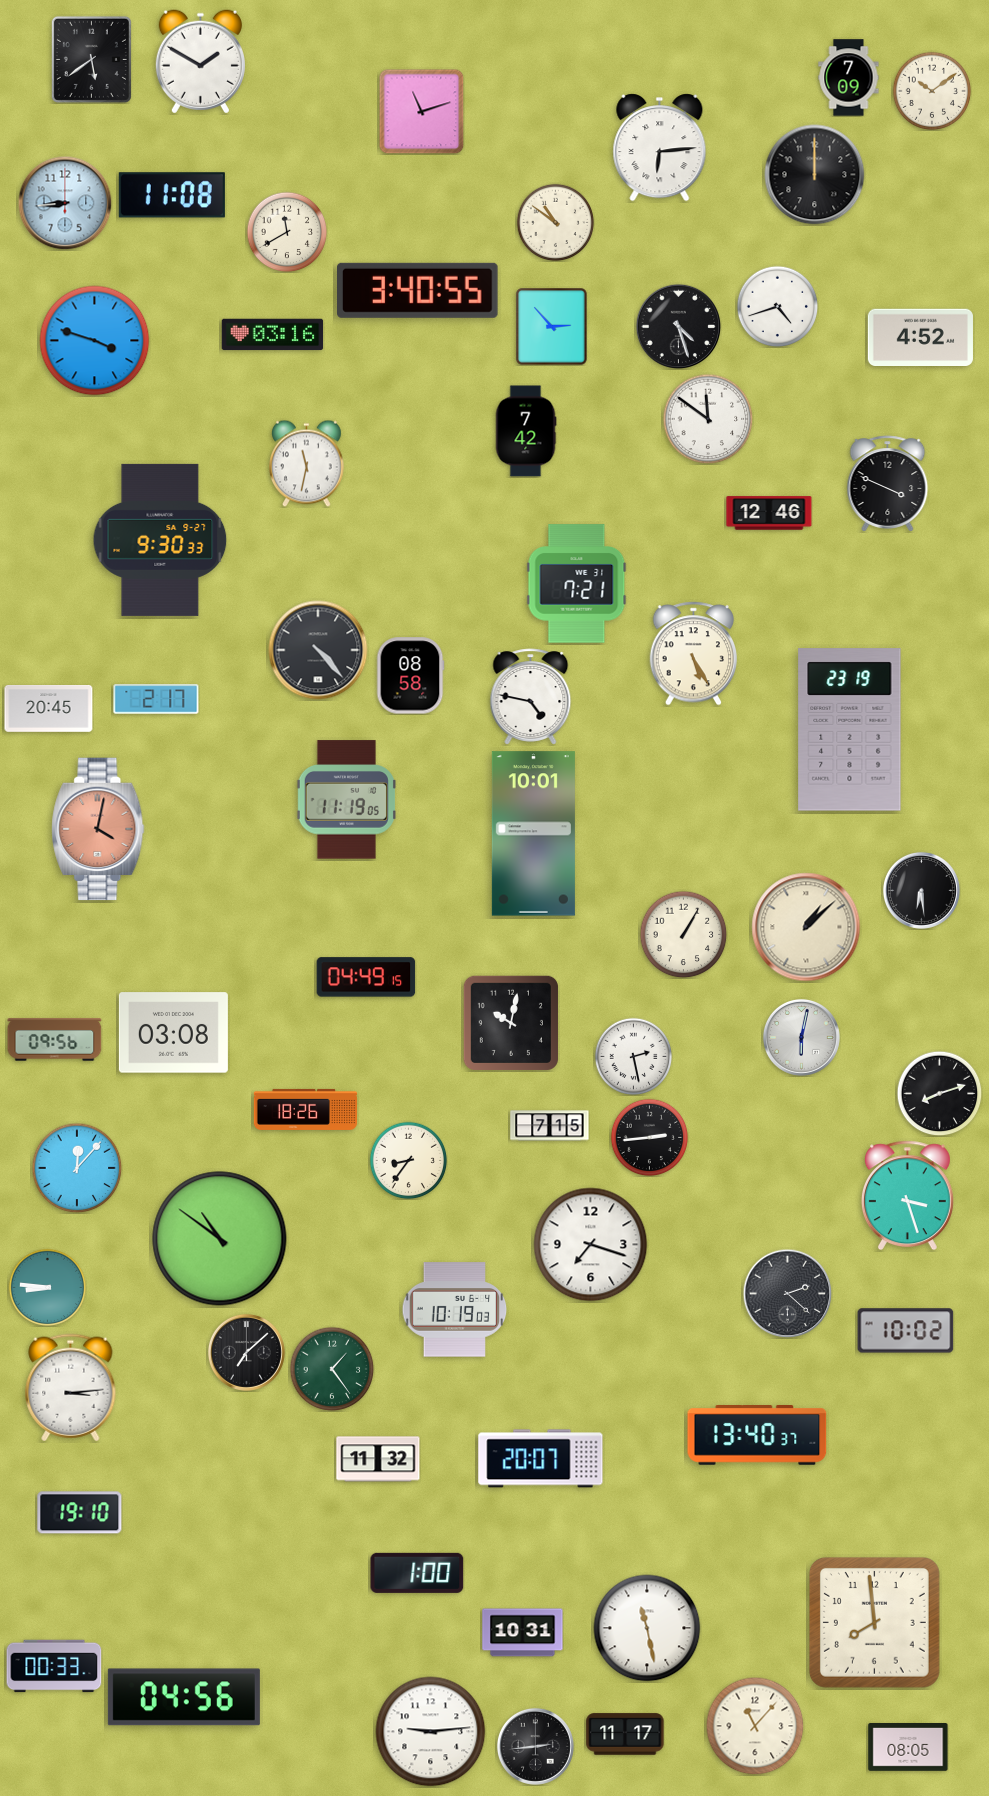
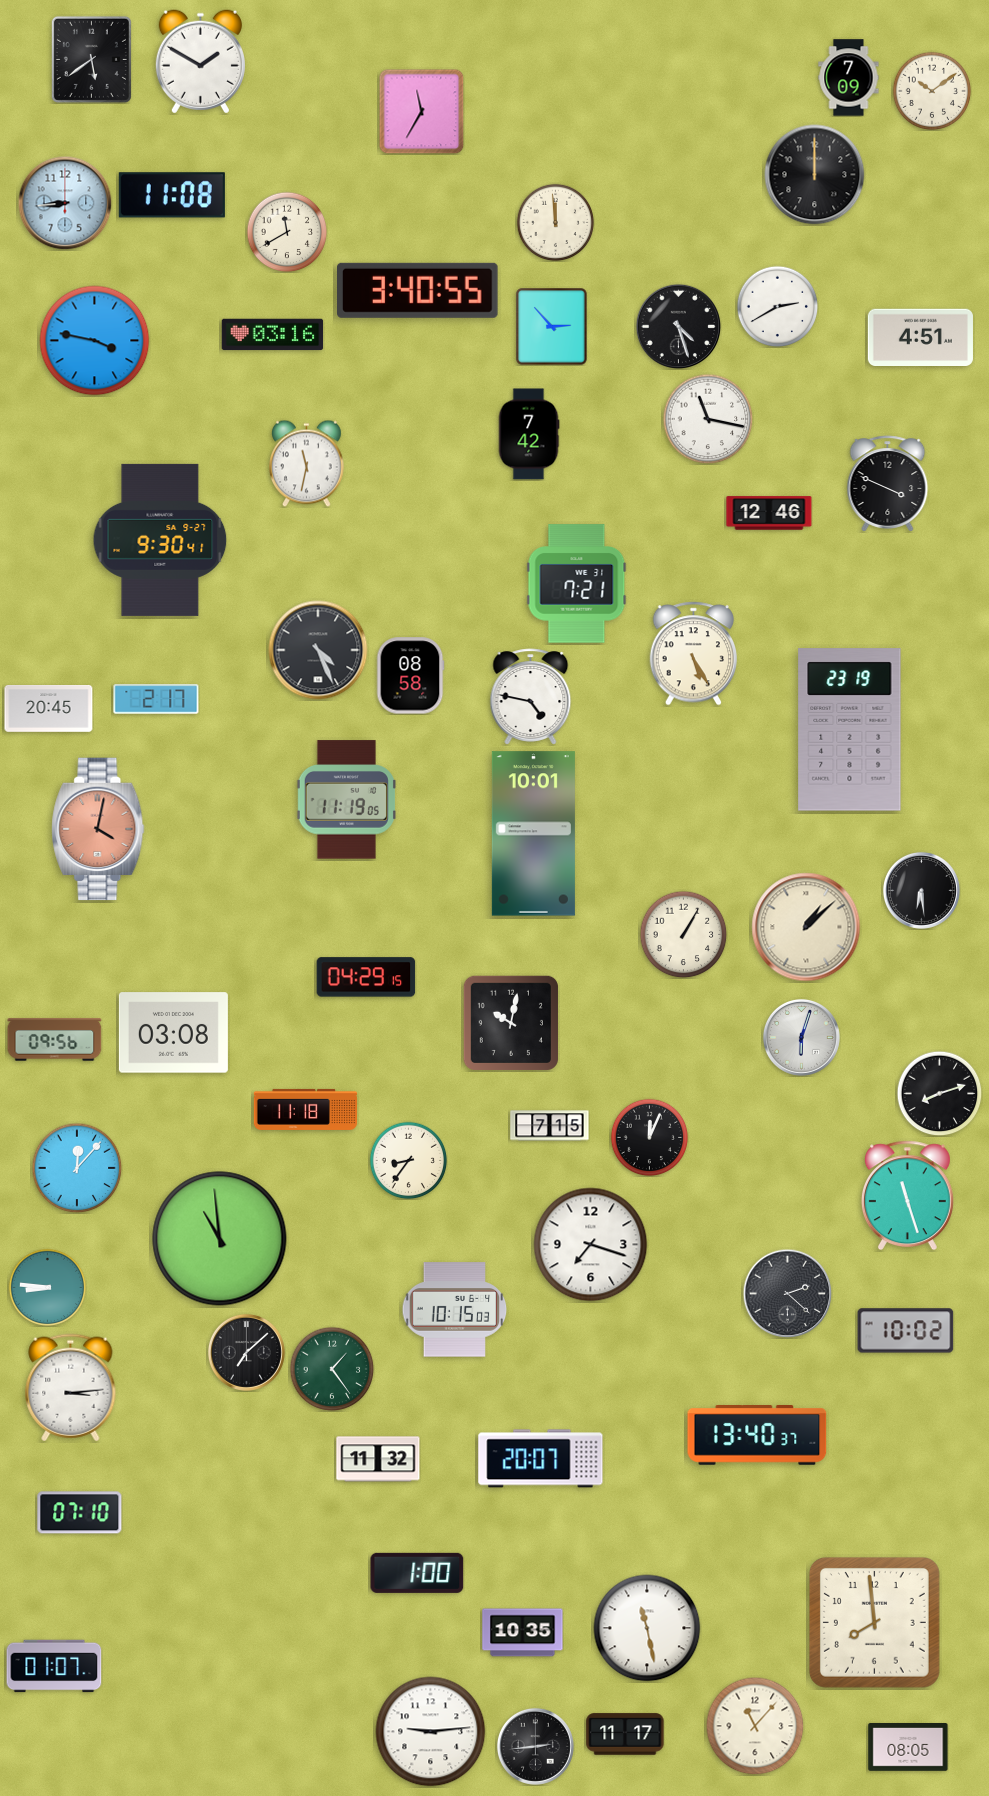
clock at (421, 111): 11:12 -> 11:35
clock at (660, 148): 6:14 -> none
clock at (555, 222): 10:51 -> 11:59
clock at (777, 306): 4:42 -> 2:40
clock at (920, 338): 4:52 -> 4:51
clock at (95, 341): 3:48 -> 3:47
clock at (708, 419): 11:51 -> 11:17
clock at (526, 431) position: (526, 431) -> (529, 434)
clock at (160, 540): 9:30:33 -> 9:30:41
clock at (318, 650): 4:23 -> 4:26
clock at (366, 977): 04:49 -> 04:29
clock at (801, 1037): 6:02 -> 6:03
clock at (633, 1056): 2:28 -> none
clock at (306, 1109): 18:26 -> 11:18
clock at (649, 1137): 2:44 -> 12:04
clock at (907, 1196): 3:27 -> 11:27
clock at (220, 1239): 10:51 -> 10:59
clock at (455, 1310): 10:19 -> 10:15
clock at (80, 1513): 19:10 -> 07:10
clock at (523, 1633): 10:31 -> 10:35
clock at (54, 1666): 00:33 -> 01:07
clock at (184, 1697): 04:56 -> none
